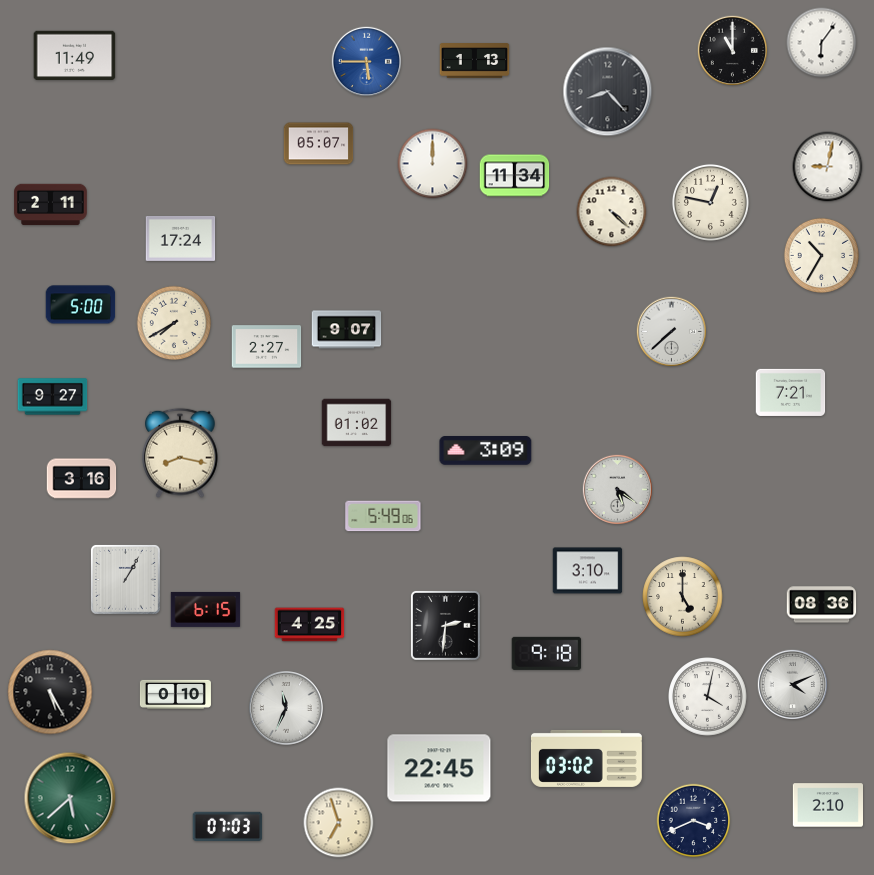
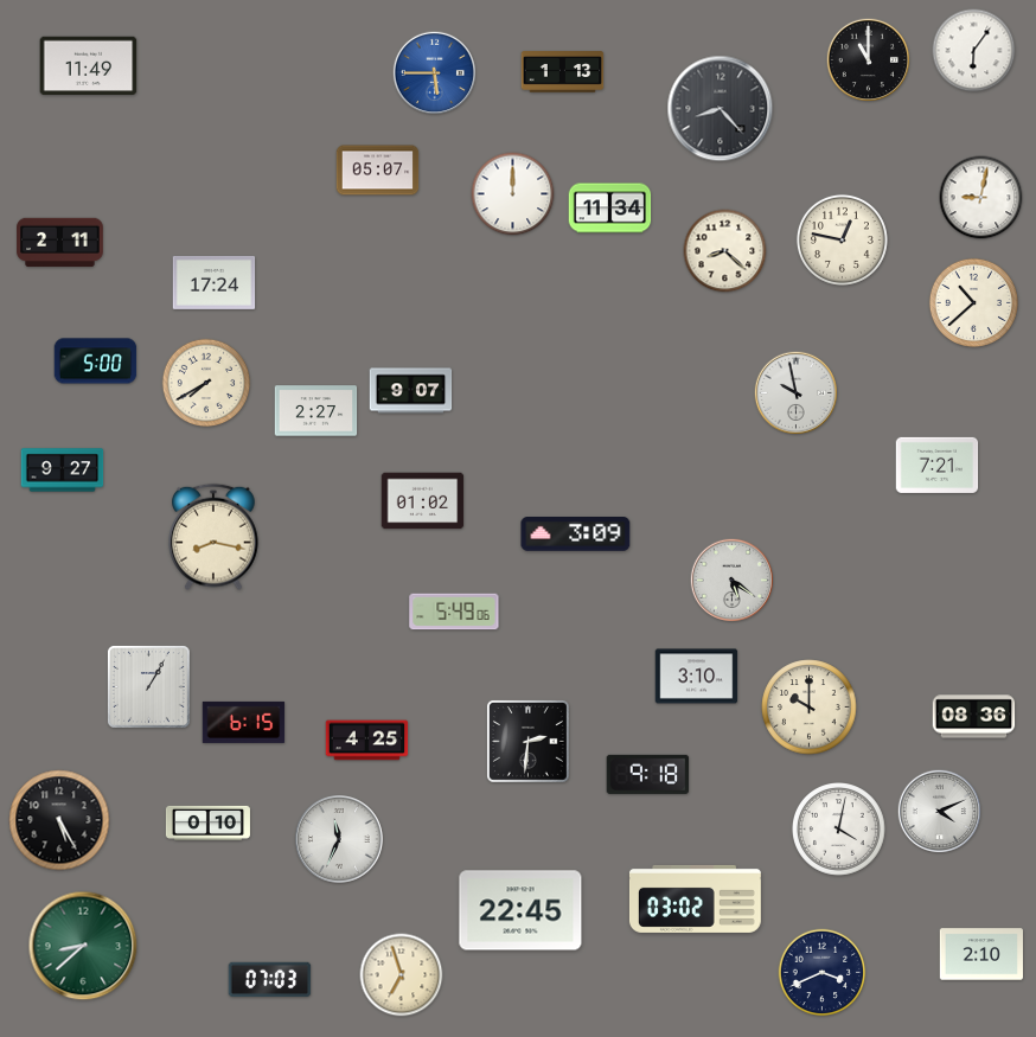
clock at (612, 212): 4:22 -> 8:22
clock at (821, 255): 10:35 -> 10:38
clock at (671, 331): 7:38 -> 9:58
clock at (82, 479): 3:16 -> none
clock at (683, 597): 5:00 -> 10:00
clock at (708, 697) position: (708, 697) -> (839, 830)
clock at (70, 798): 5:38 -> 8:38
